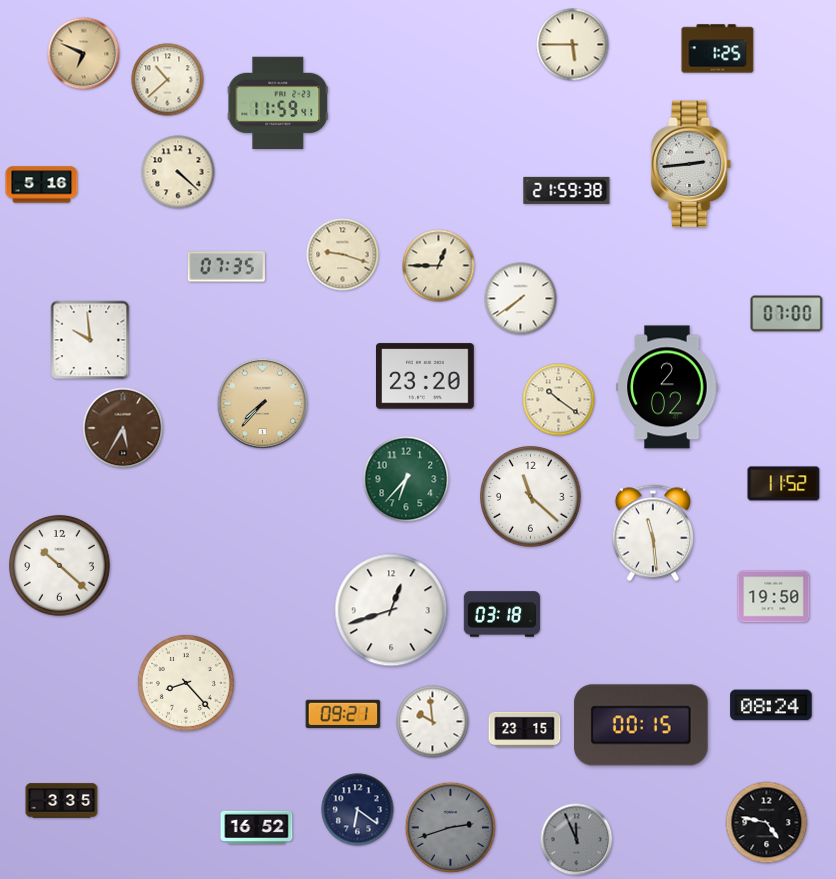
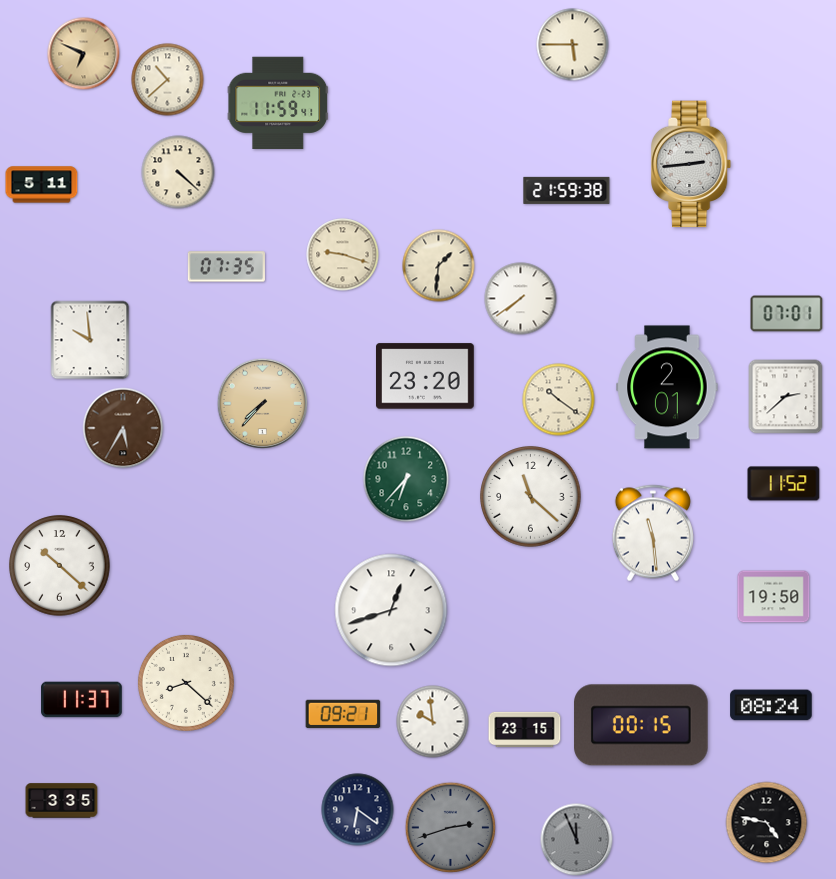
clock at (718, 49): 1:25 -> none
clock at (42, 185): 5:16 -> 5:11
clock at (439, 266): 12:45 -> 1:31
clock at (787, 314): 07:00 -> 07:01
clock at (667, 387): 2:02 -> 2:01
clock at (786, 397): none -> 2:38
clock at (502, 614): 03:18 -> none
clock at (186, 683): 8:23 -> 8:22
clock at (82, 700): none -> 11:37
clock at (257, 827): 16:52 -> none
